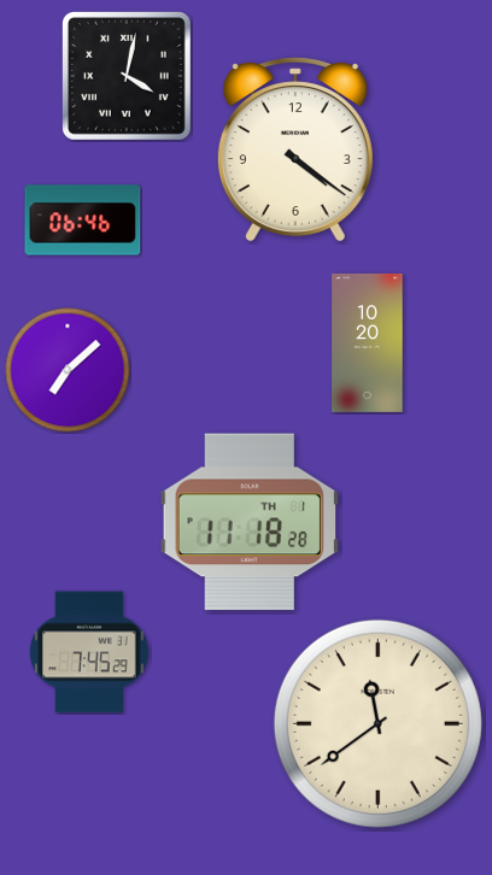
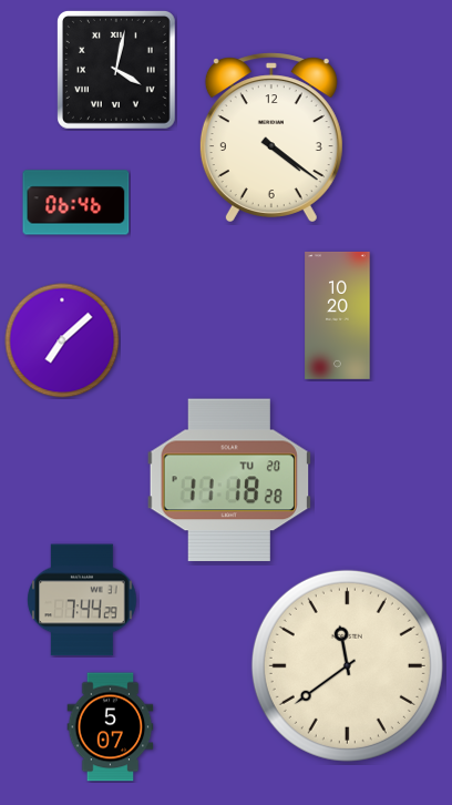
clock at (248, 522) date: TH 1 -> TU 20
clock at (89, 652): 7:45 -> 7:44
clock at (111, 727): none -> 5:07
